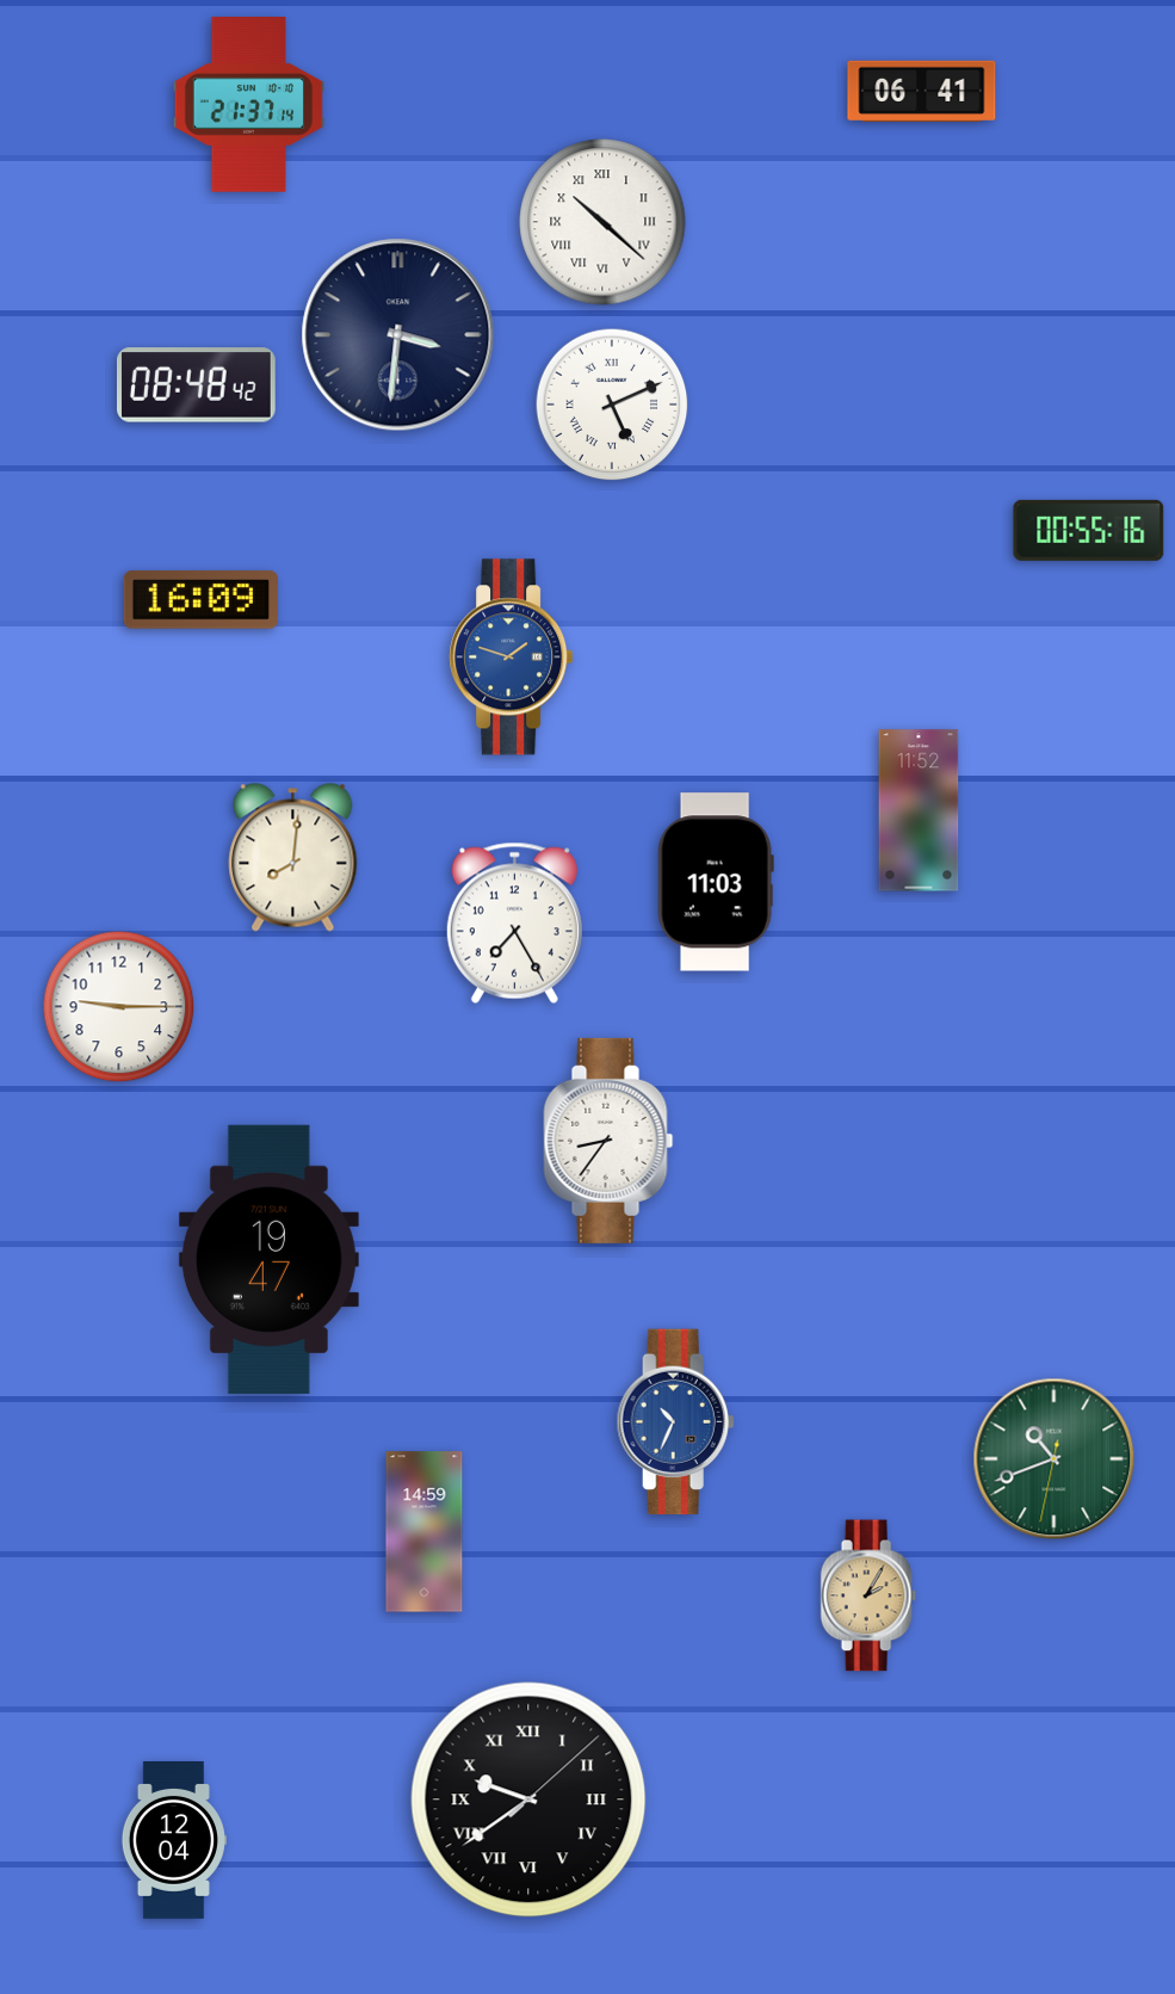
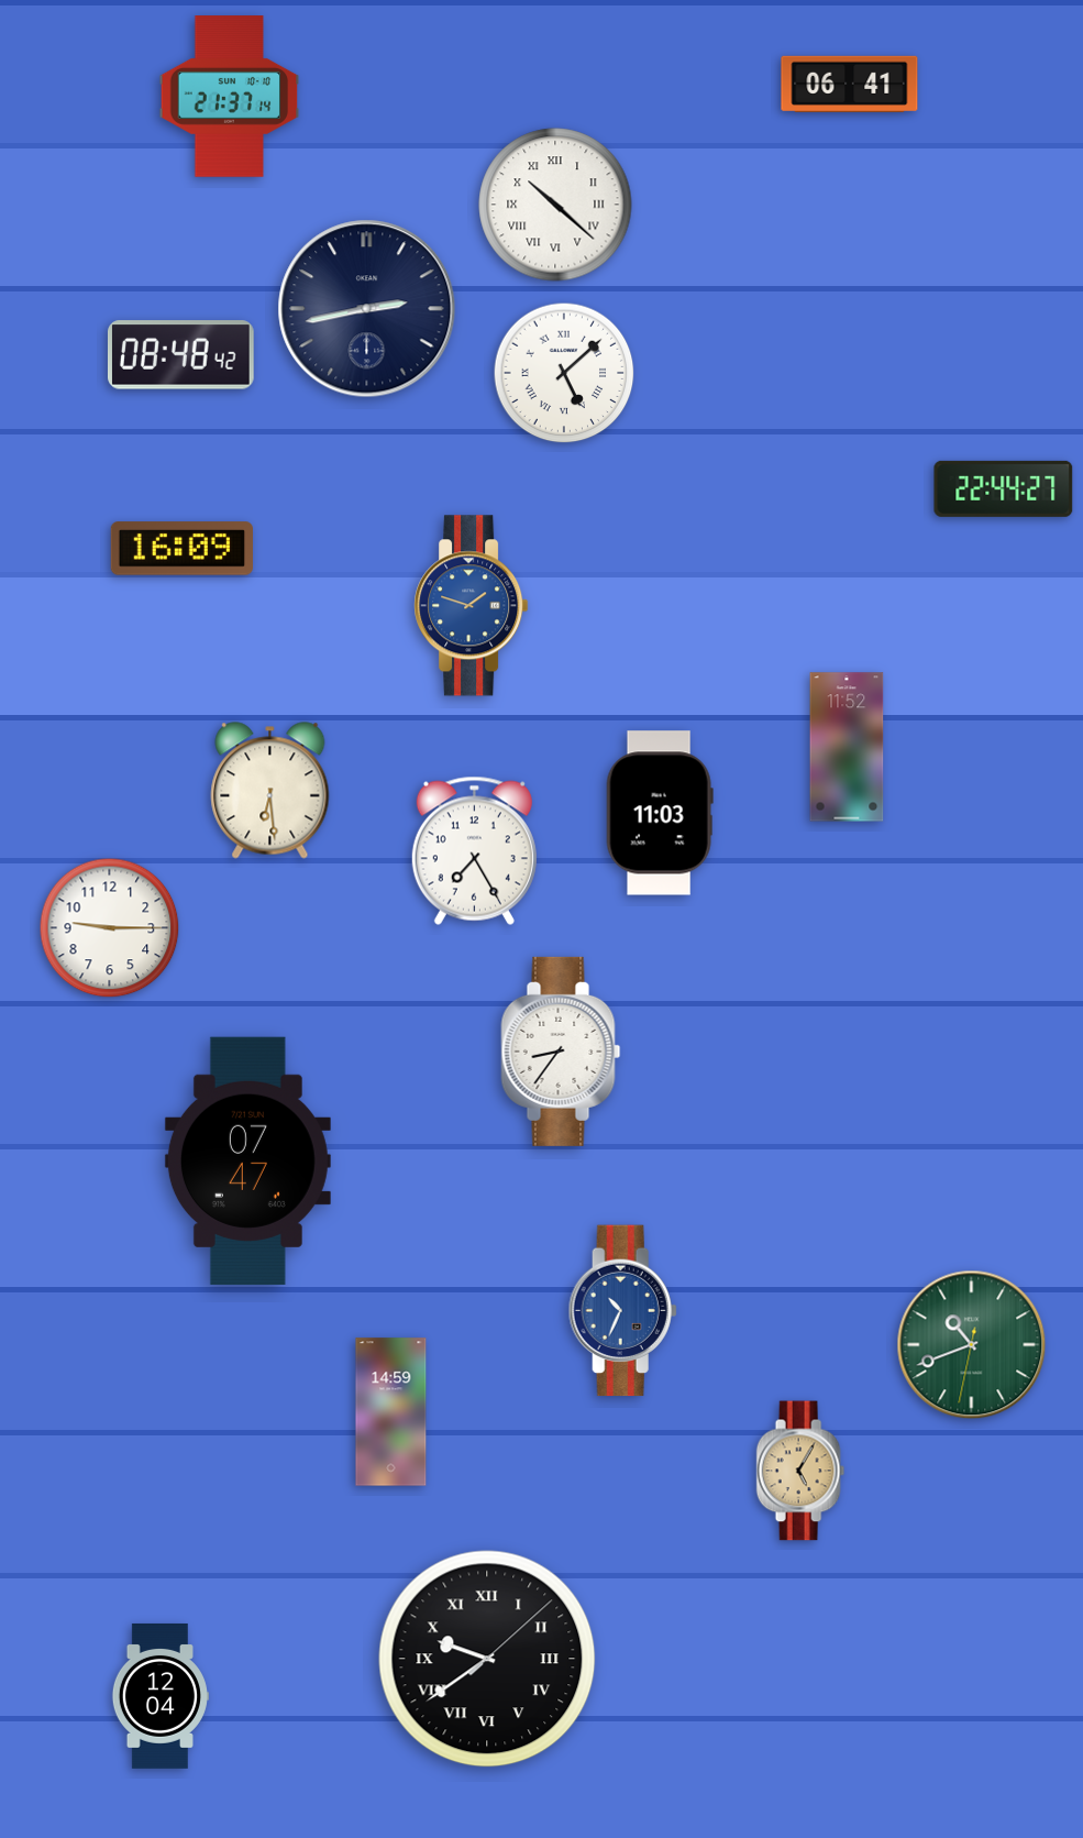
clock at (398, 335): 3:31 -> 2:43
clock at (612, 405): 5:11 -> 5:08
clock at (1089, 530): 00:55 -> 22:44
clock at (200, 600) position: (200, 600) -> (181, 549)
clock at (293, 858): 8:01 -> 6:29
clock at (268, 1259): 19:47 -> 07:47
clock at (868, 1595): 2:05 -> 5:05
